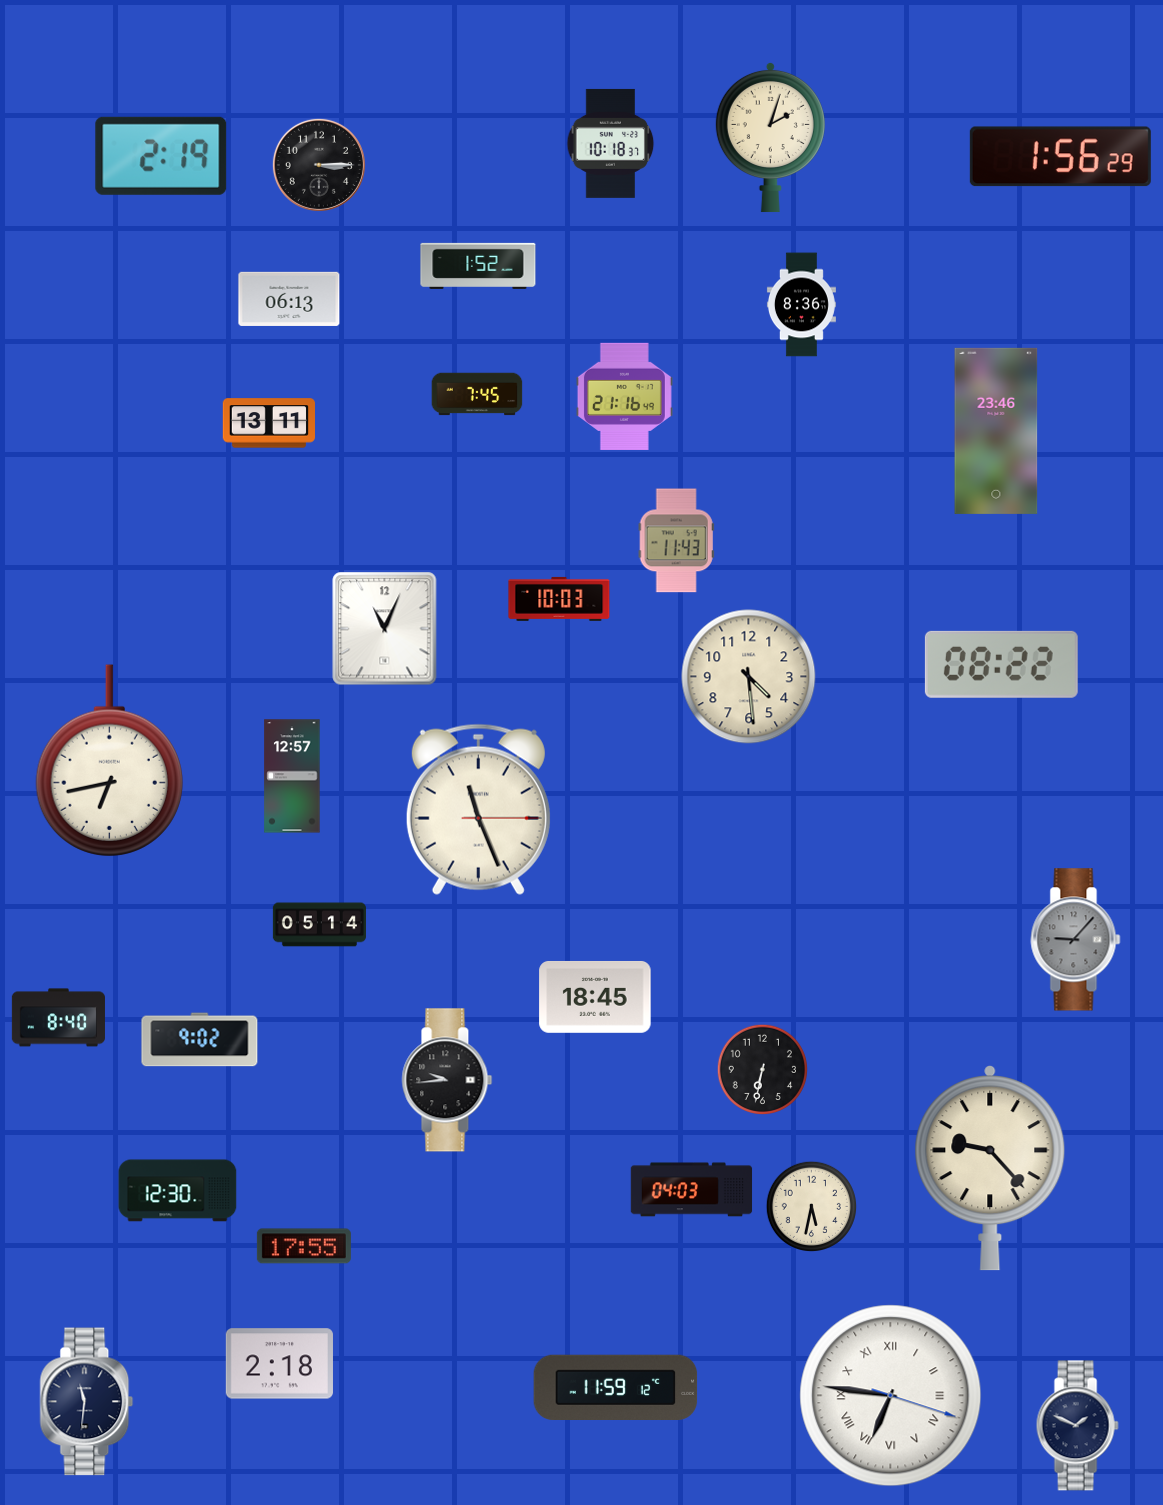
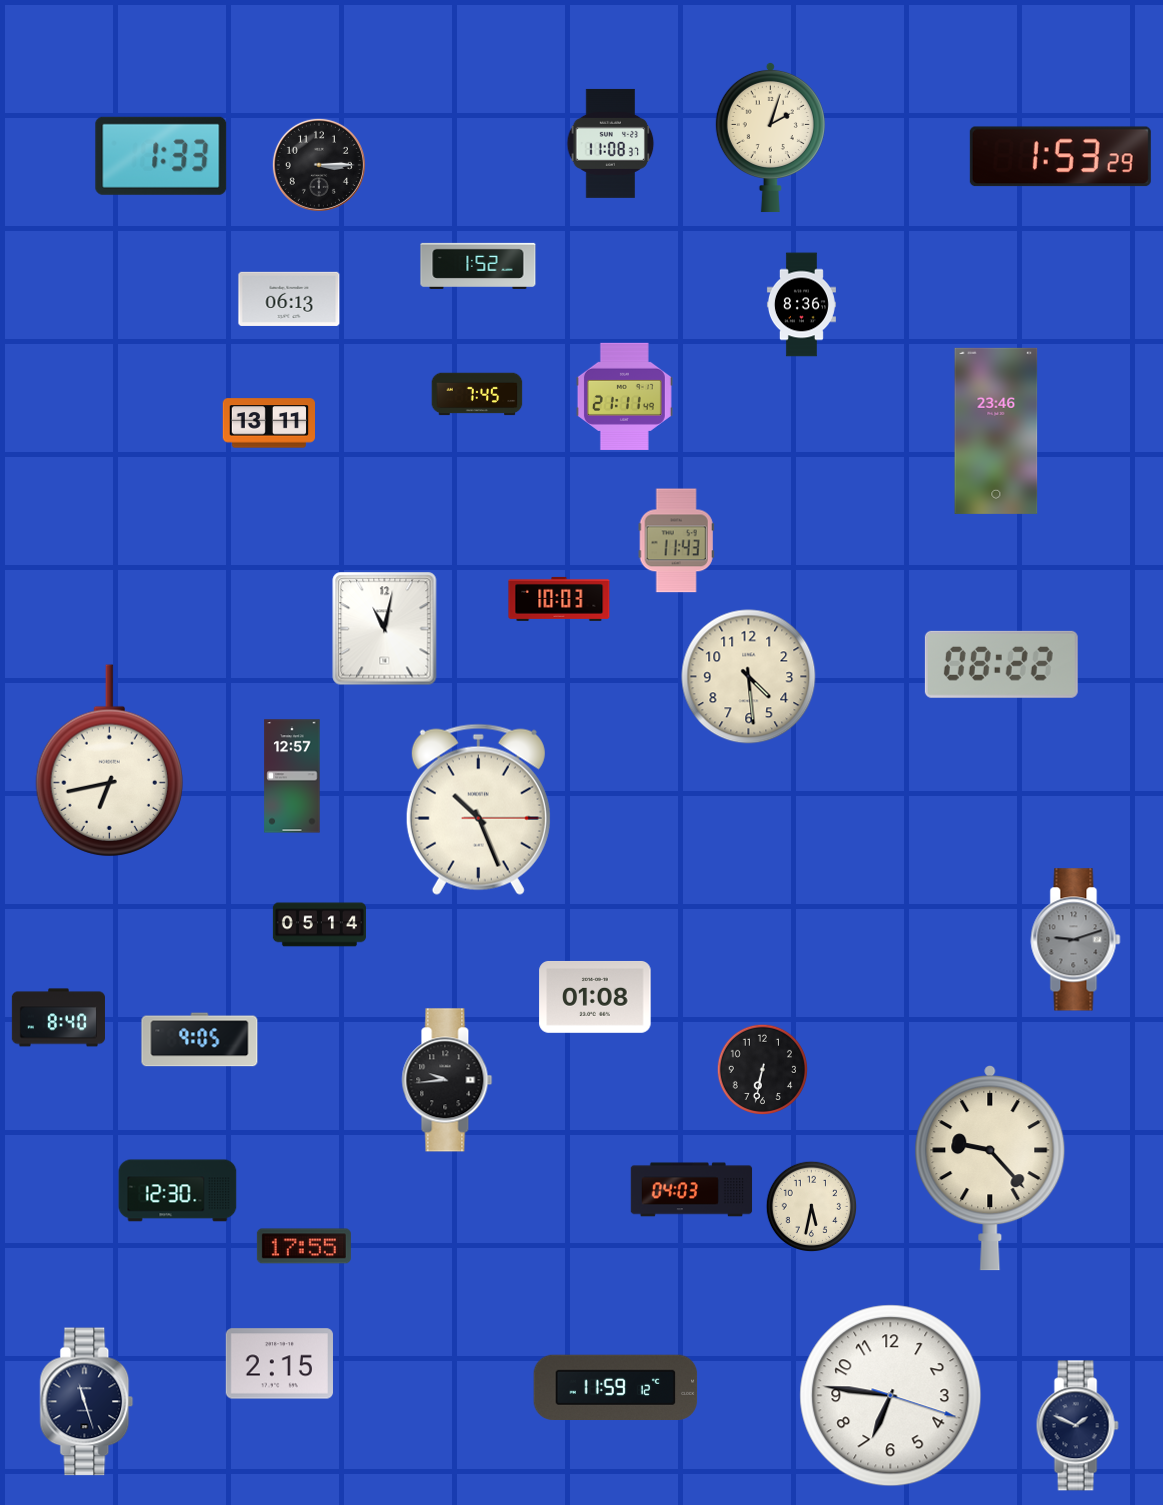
clock at (611, 143): 10:18 -> 11:08
clock at (161, 156): 2:19 -> 1:33
clock at (1060, 157): 1:56 -> 1:53
clock at (624, 396): 21:16 -> 21:11
clock at (385, 629): 11:04 -> 11:02
clock at (478, 809): 11:26 -> 10:26
clock at (1076, 940): 9:07 -> 9:12
clock at (595, 997): 18:45 -> 01:08
clock at (200, 1040): 9:02 -> 9:05
clock at (279, 1364): 2:18 -> 2:15
clock at (891, 1396) numerals: Roman -> Arabic
clock at (87, 1402): 11:31 -> 11:27
